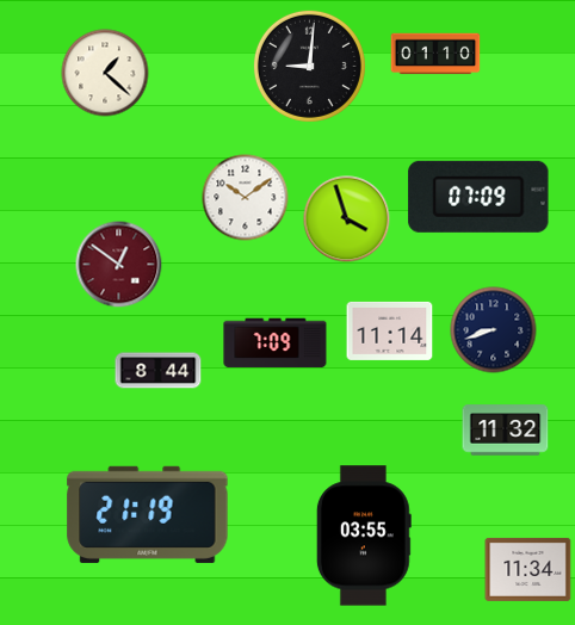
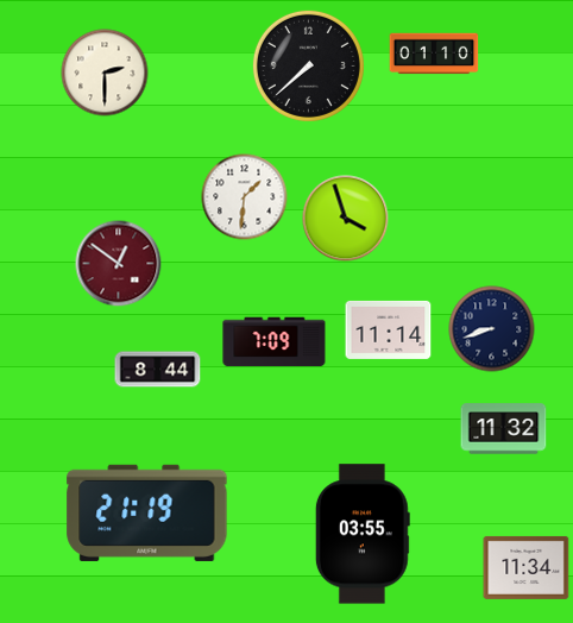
clock at (309, 66): 9:01 -> 7:38
clock at (105, 73): 1:22 -> 2:30
clock at (478, 197): 07:09 -> none
clock at (246, 198): 10:09 -> 1:31
